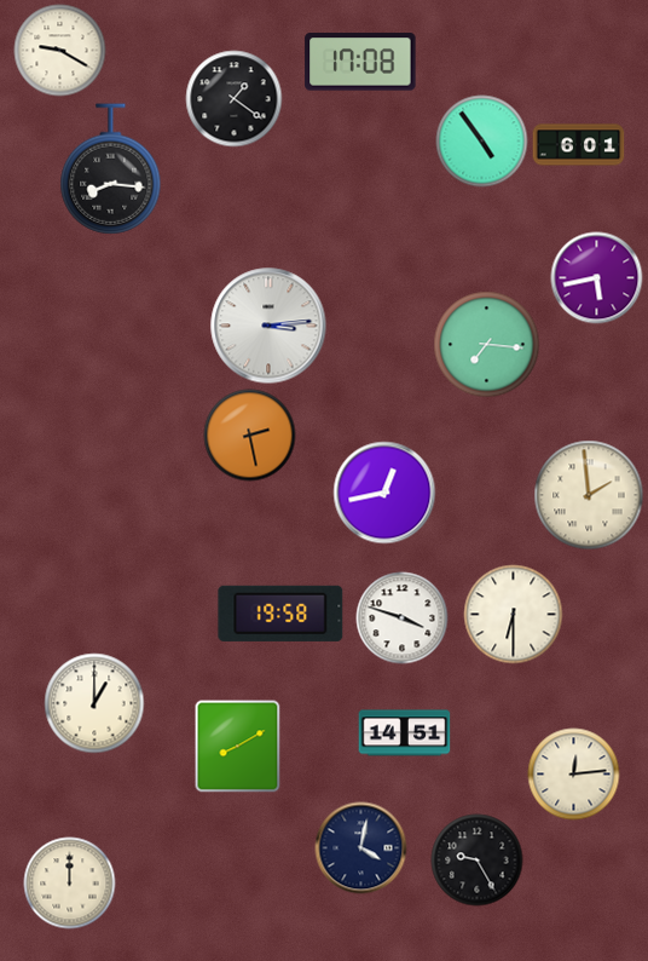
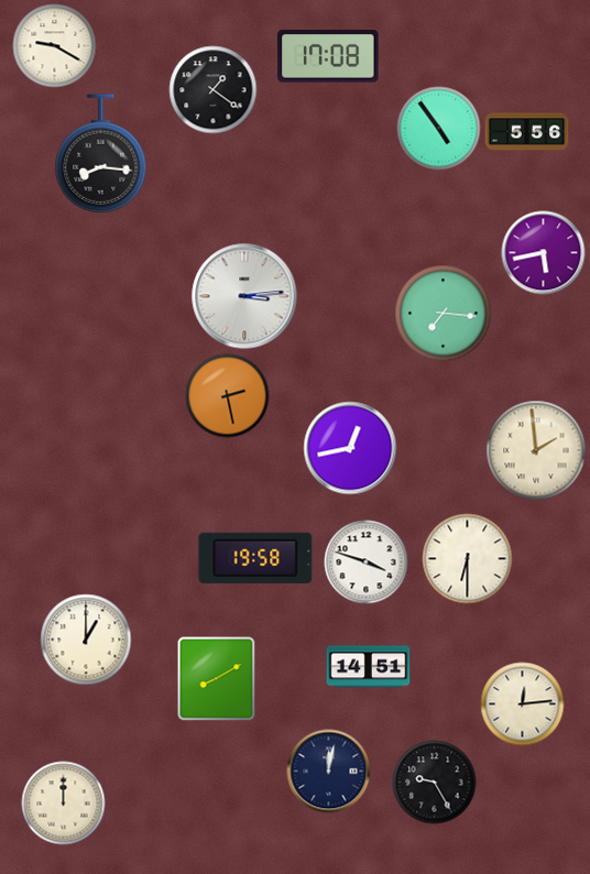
clock at (579, 145): 6:01 -> 5:56
clock at (361, 848): 4:02 -> 12:02
